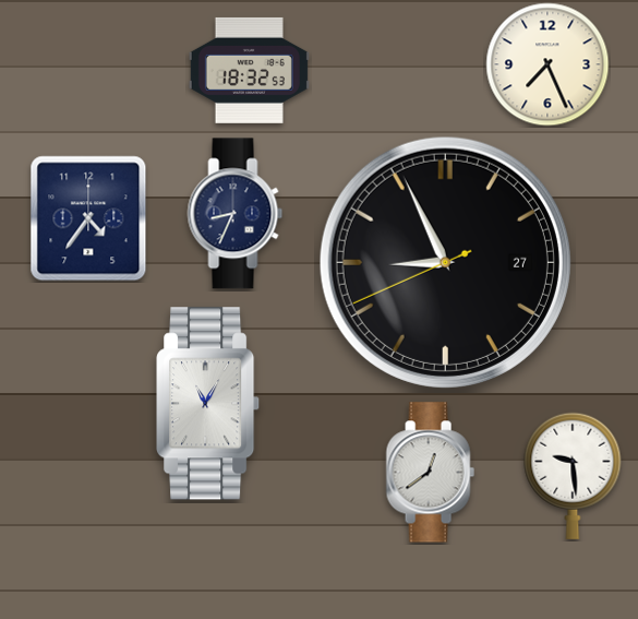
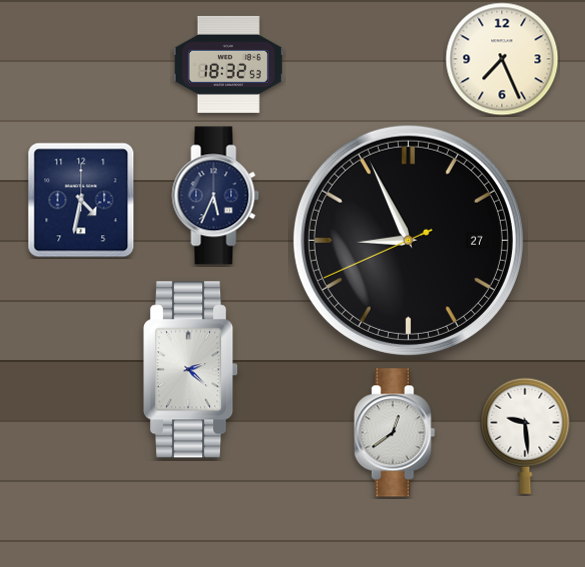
clock at (236, 214): 8:34 -> 5:34
clock at (88, 218): 4:36 -> 4:32
clock at (208, 404): 11:05 -> 2:22
